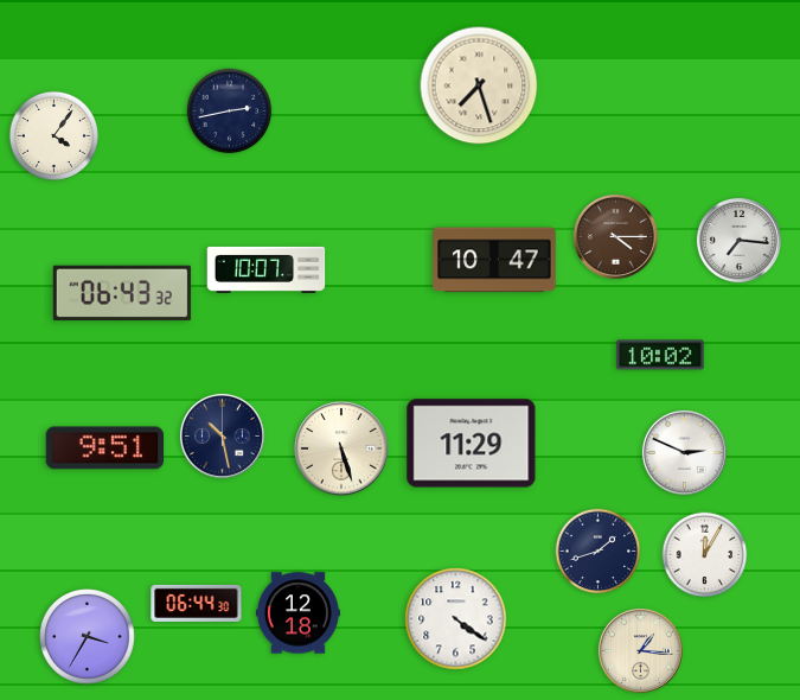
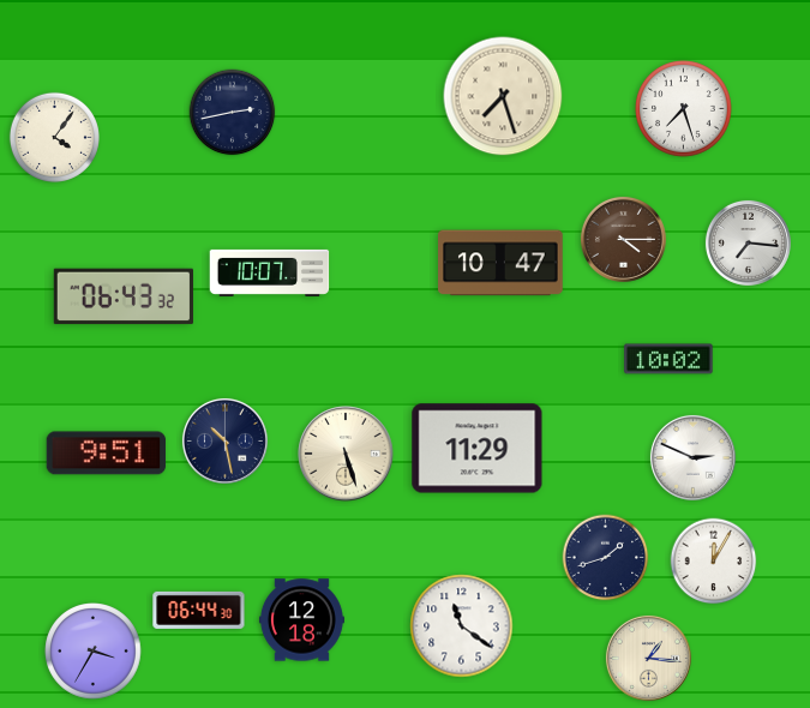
clock at (479, 85) position: (479, 85) -> (503, 96)
clock at (684, 109): none -> 7:27
clock at (456, 619): 4:21 -> 11:21
clock at (88, 637) position: (88, 637) -> (94, 652)
